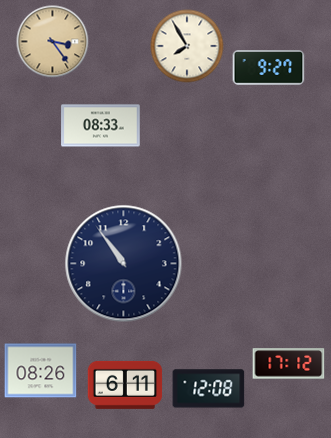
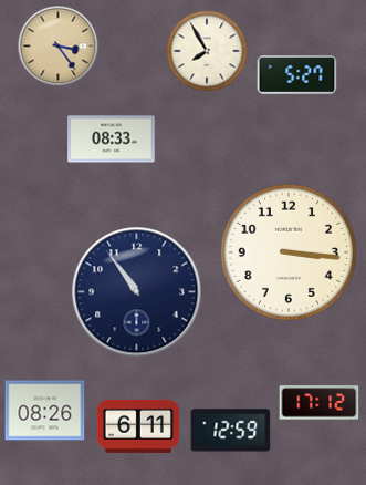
clock at (269, 68): 9:27 -> 5:27
clock at (289, 252): none -> 3:16
clock at (209, 389): 12:08 -> 12:59
